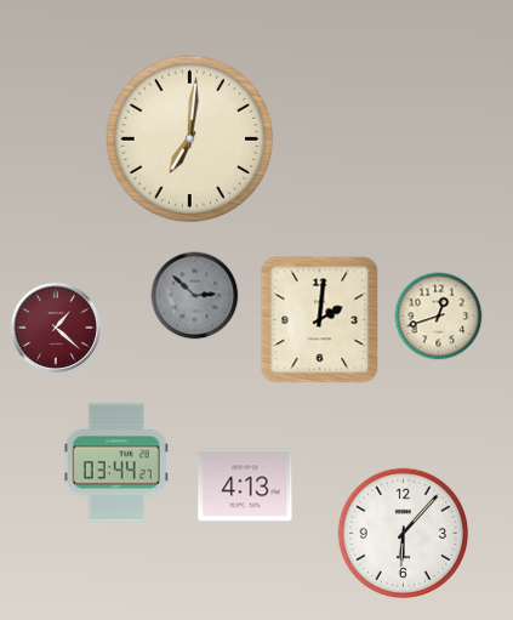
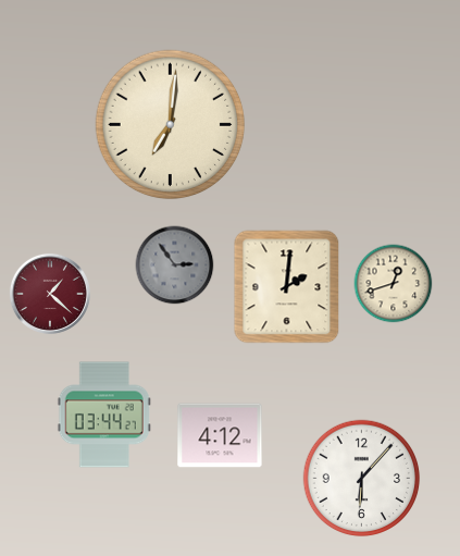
clock at (195, 296): 2:52 -> 2:54
clock at (245, 485): 4:13 -> 4:12
